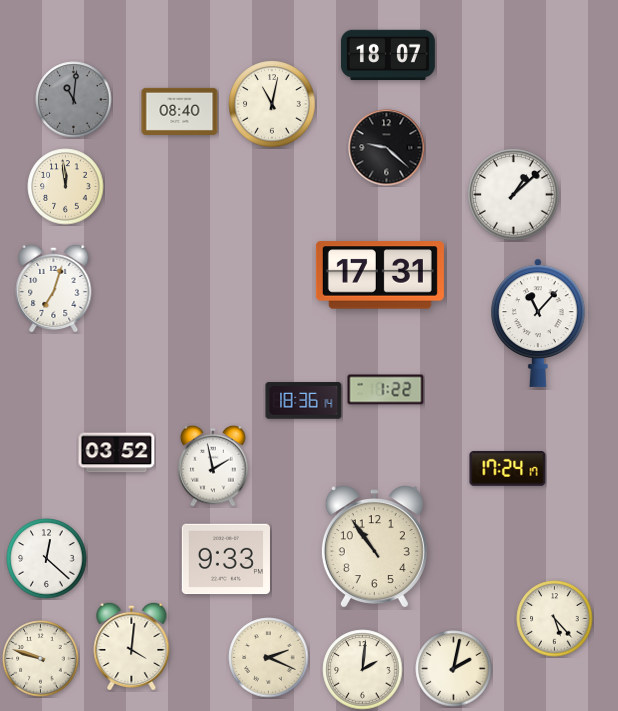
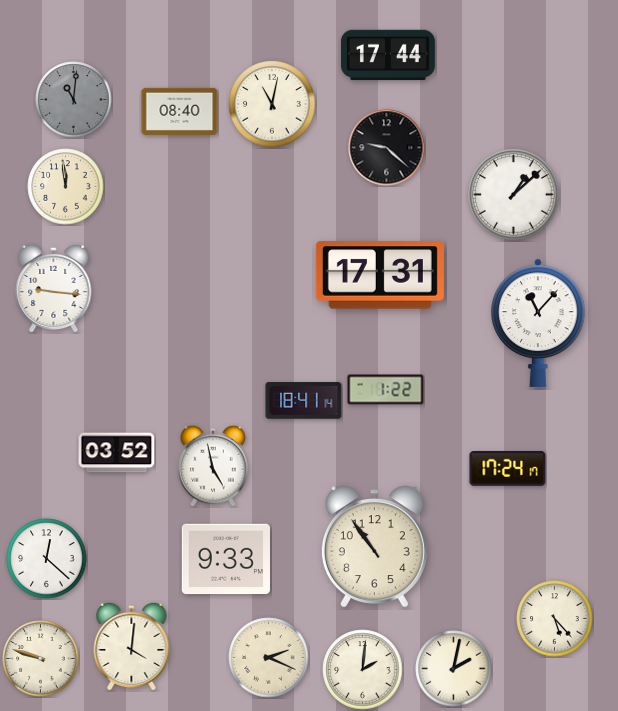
clock at (388, 55): 18:07 -> 17:44
clock at (54, 288): 7:03 -> 9:16
clock at (304, 401): 18:36 -> 18:41
clock at (213, 466): 1:58 -> 4:58
